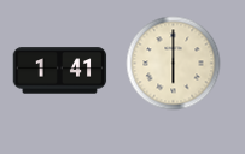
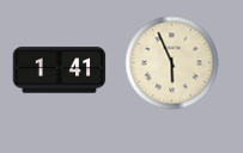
clock at (173, 63): 6:00 -> 5:56
